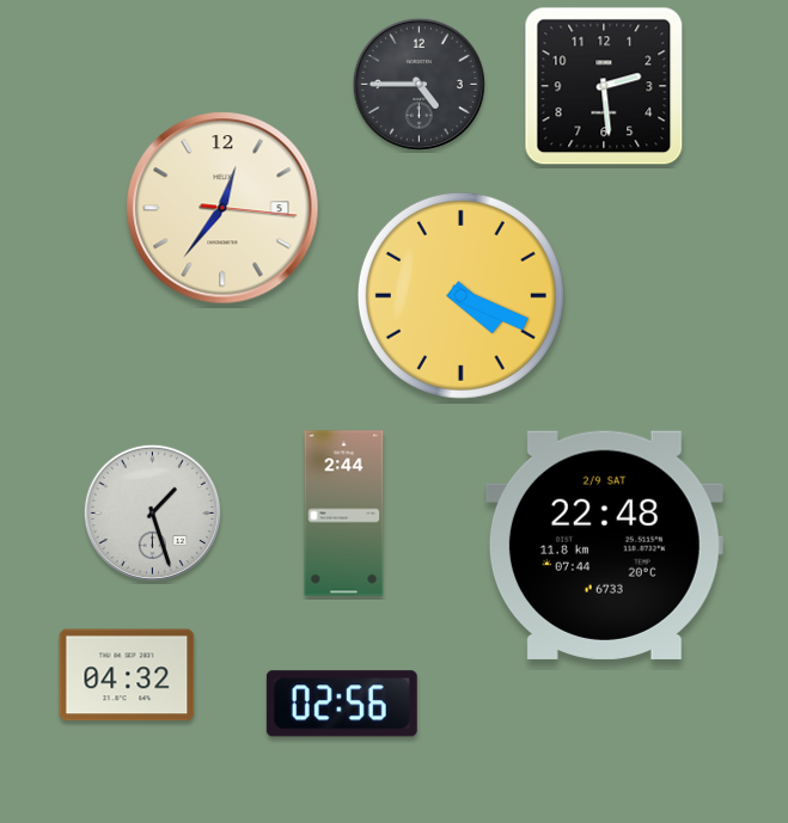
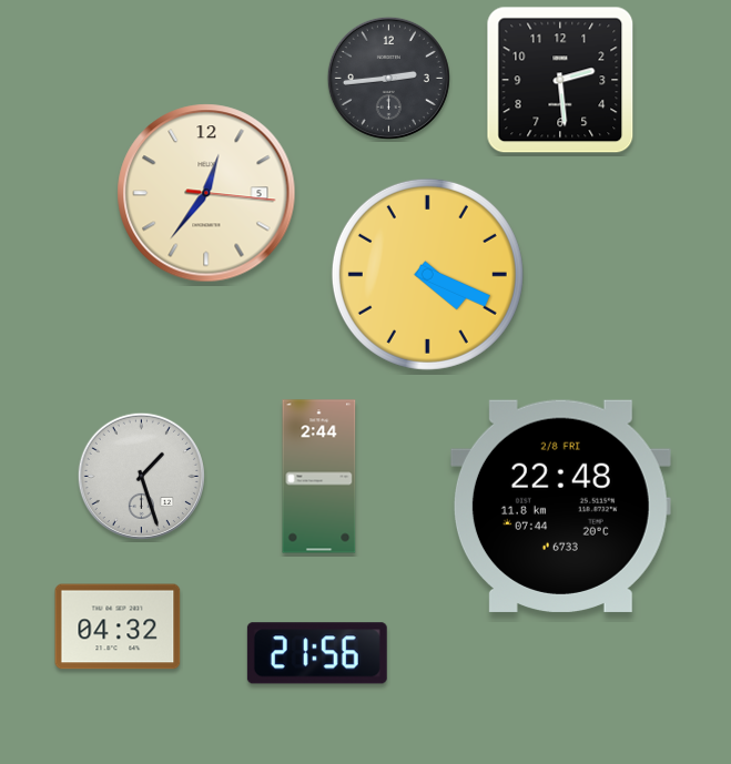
clock at (419, 84): 4:45 -> 2:44
clock at (604, 545) date: 2/9 SAT -> 2/8 FRI
clock at (342, 704): 02:56 -> 21:56
